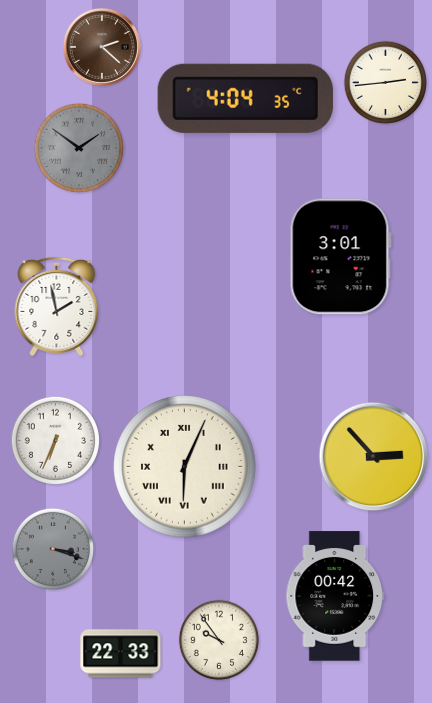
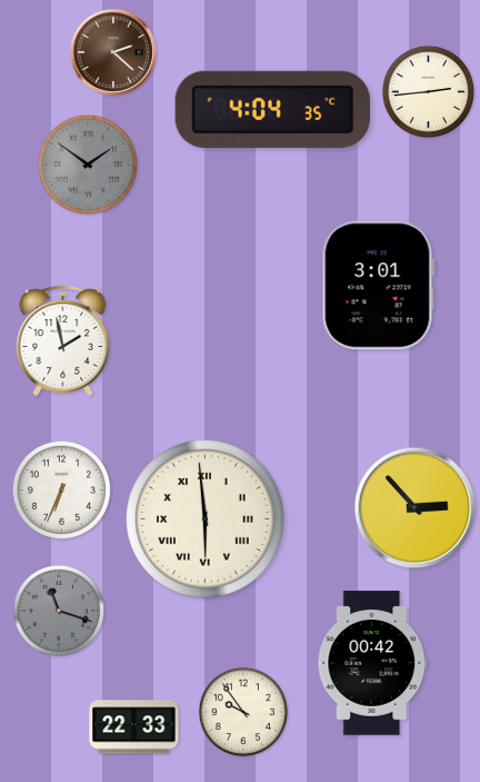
clock at (185, 467): 6:04 -> 5:59
clock at (52, 548): 3:18 -> 11:18
